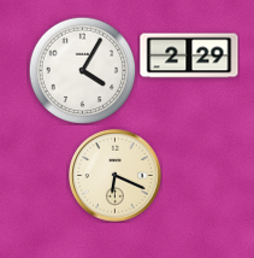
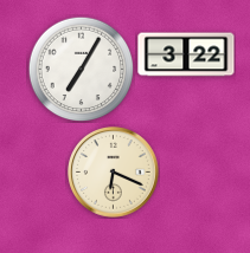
clock at (189, 55): 2:29 -> 3:22
clock at (82, 70): 4:05 -> 7:05
